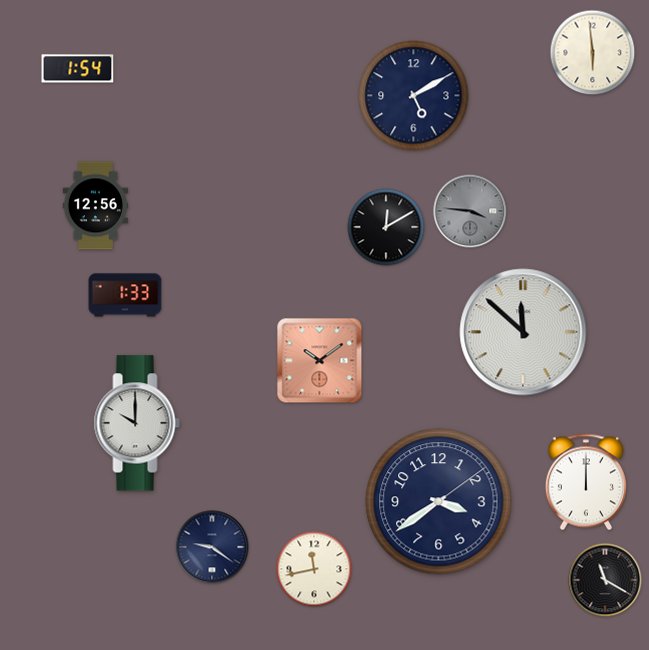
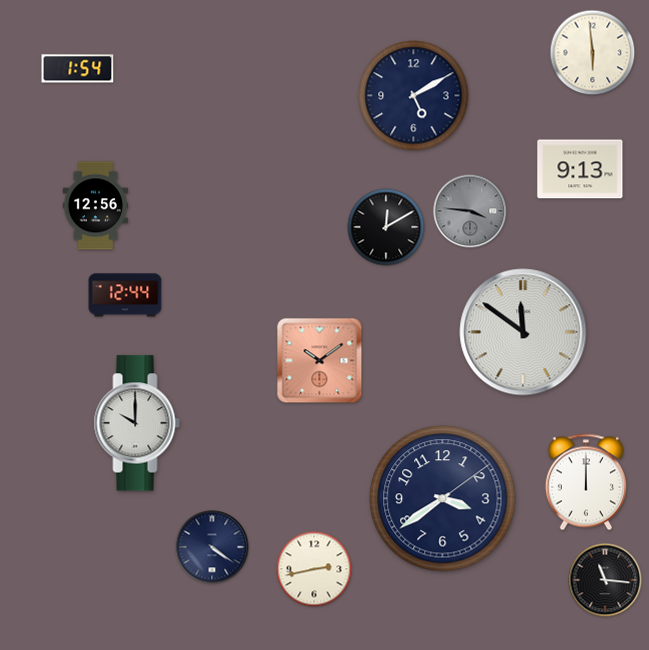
clock at (580, 169): none -> 9:13
clock at (125, 295): 1:33 -> 12:44
clock at (523, 332): 11:52 -> 11:51
clock at (439, 502) position: (439, 502) -> (443, 499)
clock at (212, 547): 9:21 -> 4:21
clock at (314, 569): 11:43 -> 2:43
clock at (605, 580): 11:20 -> 11:16
